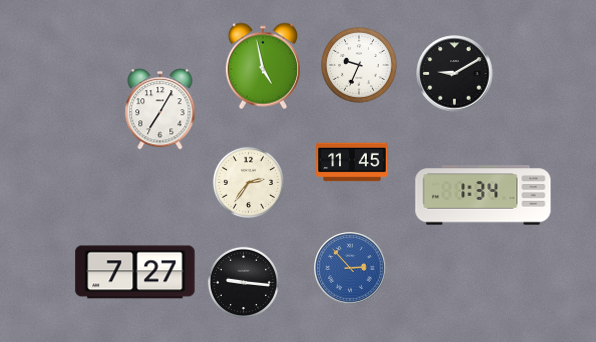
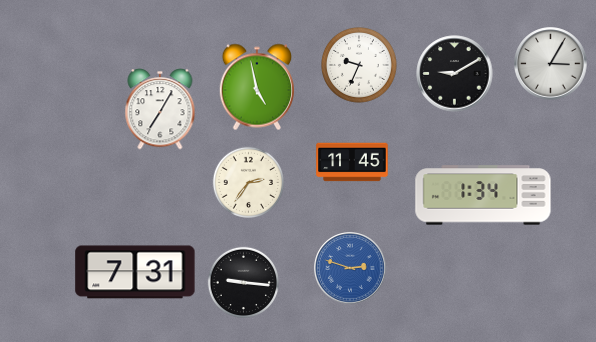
clock at (551, 64): none -> 3:05
clock at (262, 66) position: (262, 66) -> (256, 87)
clock at (350, 268): 2:53 -> 2:48
clock at (135, 272): 7:27 -> 7:31
